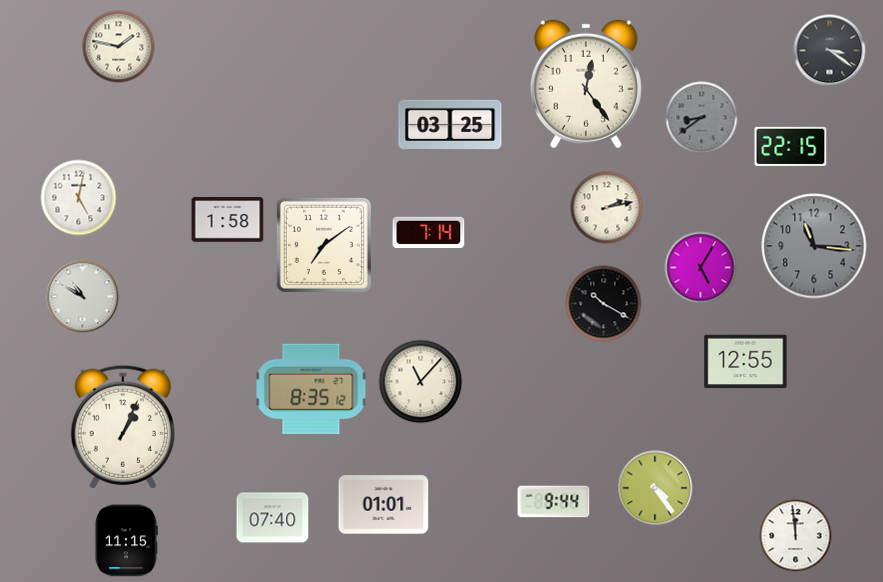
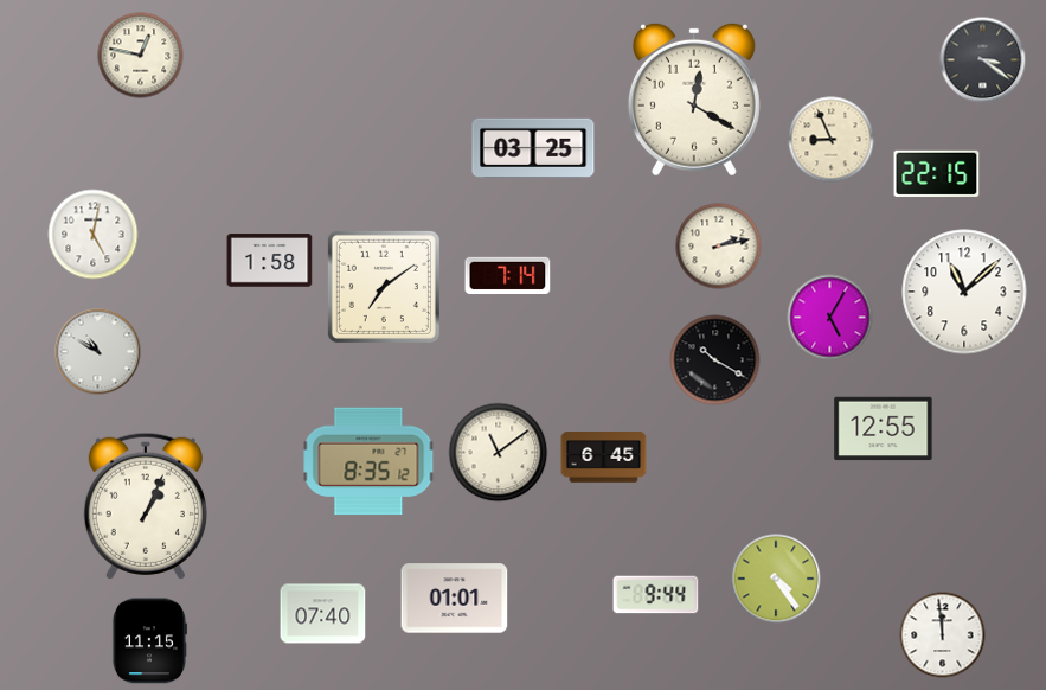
clock at (119, 47): 1:47 -> 12:47
clock at (586, 84): 12:24 -> 12:20
clock at (702, 118): 8:39 -> 8:56
clock at (702, 118) dial: grey -> cream
clock at (324, 245) position: (324, 245) -> (384, 287)
clock at (814, 246): 11:16 -> 11:08
clock at (814, 246) dial: grey -> white
clock at (421, 382): 11:07 -> 11:09
clock at (604, 458): none -> 6:45
